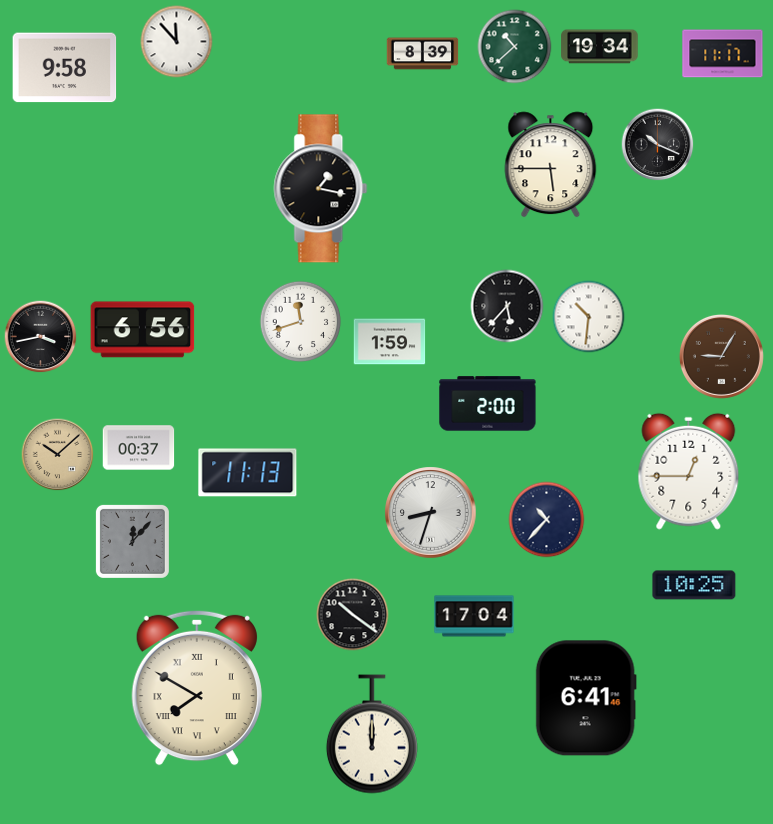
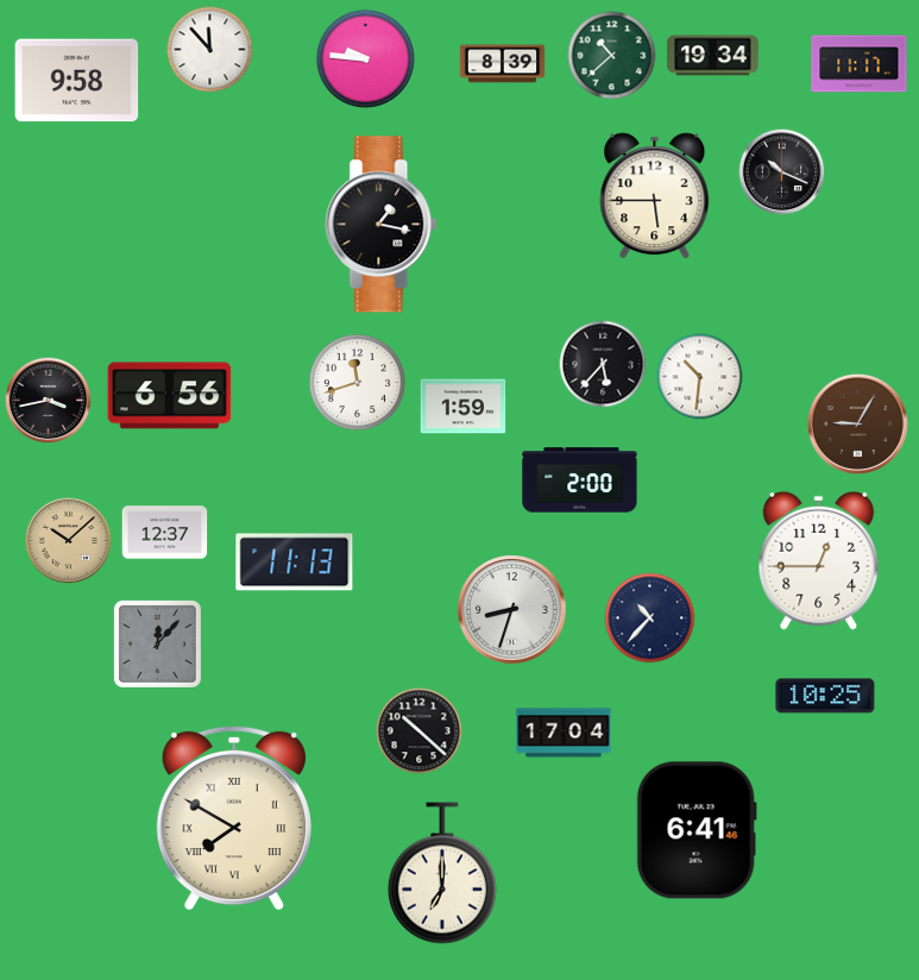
clock at (365, 58): none -> 9:46
clock at (143, 330) position: (143, 330) -> (170, 396)
clock at (139, 448): 00:37 -> 12:37
clock at (353, 615): 10:21 -> 10:22
clock at (372, 734): 12:00 -> 7:00
